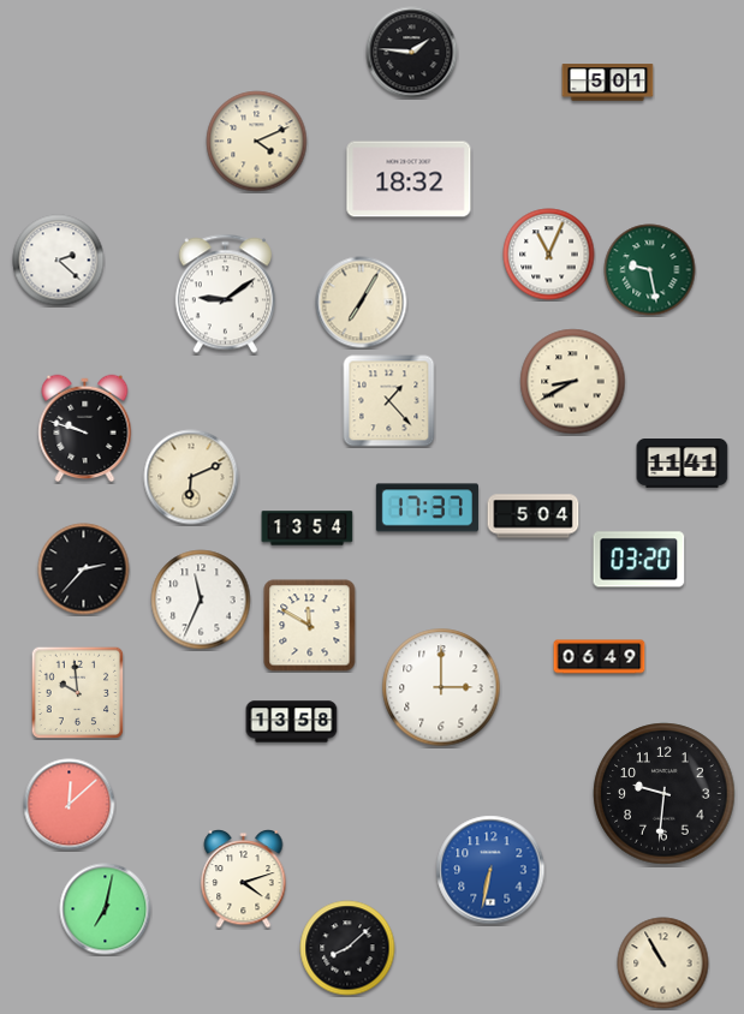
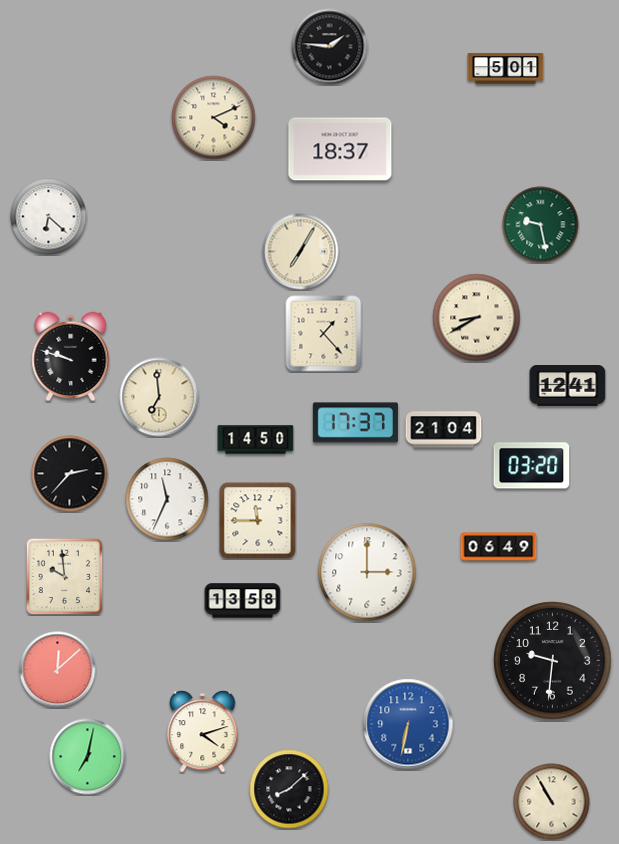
clock at (412, 53) position: (412, 53) -> (330, 47)
clock at (409, 179): 18:32 -> 18:37
clock at (549, 255): 11:04 -> none
clock at (59, 261): 2:22 -> 6:22
clock at (225, 294): 9:09 -> none
clock at (683, 464): 11:41 -> 12:41
clock at (191, 477): 6:11 -> 6:59
clock at (534, 517): 5:04 -> 21:04
clock at (308, 529): 13:54 -> 14:50
clock at (310, 626): 11:50 -> 11:45
